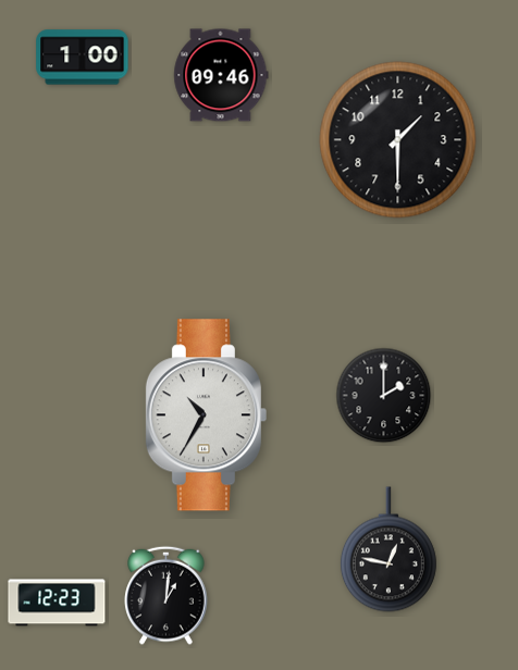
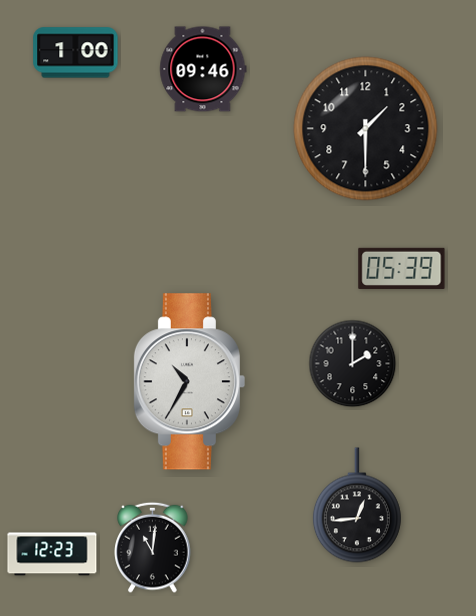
clock at (402, 268): none -> 05:39
clock at (388, 549): 12:47 -> 12:44
clock at (166, 595): 1:01 -> 11:01
